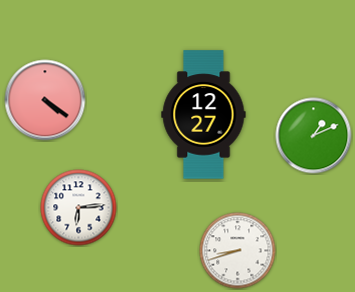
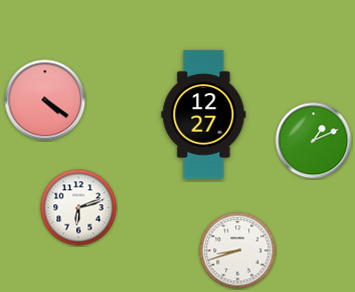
clock at (314, 136) position: (314, 136) -> (314, 141)
clock at (79, 208): 6:14 -> 6:12
